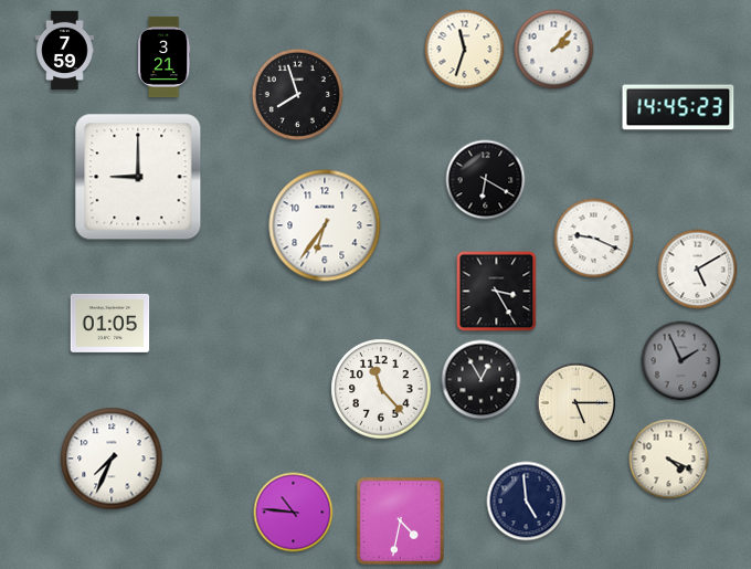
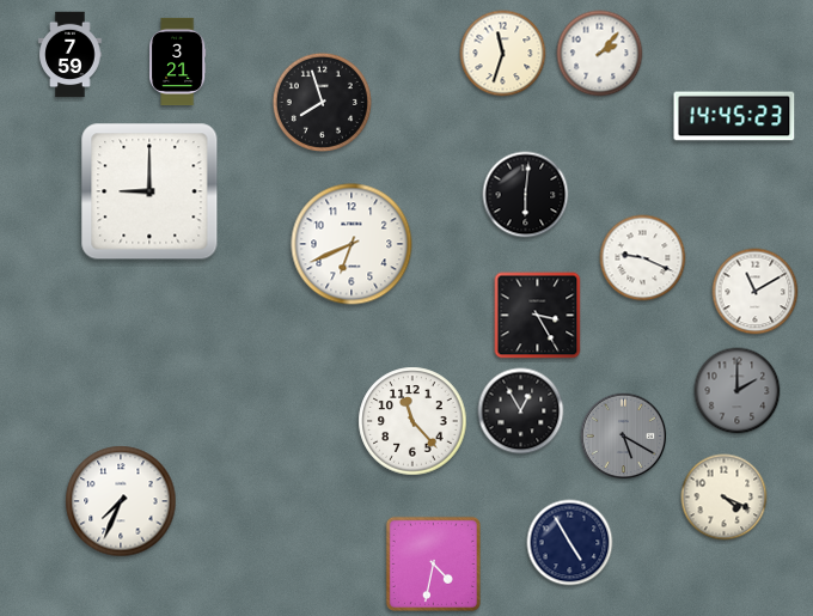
clock at (486, 180): 6:20 -> 6:01
clock at (325, 225): 6:36 -> 6:41
clock at (698, 270): 5:10 -> 11:10
clock at (110, 323): 01:05 -> none
clock at (681, 361): 1:56 -> 2:00
clock at (577, 403): 5:15 -> 5:20
clock at (577, 403) dial: cream -> grey
clock at (112, 459) position: (112, 459) -> (121, 501)
clock at (527, 502): 4:59 -> 4:55
clock at (294, 513): 10:46 -> none
